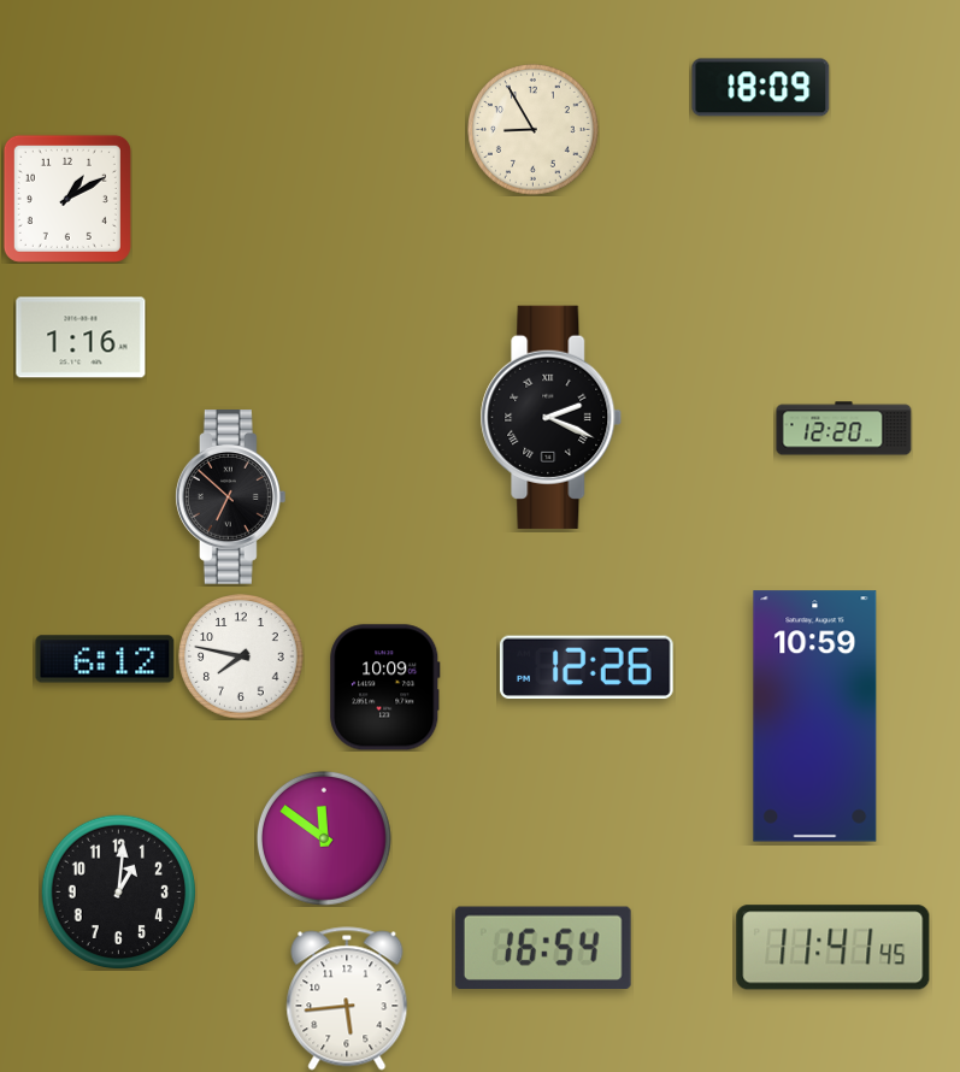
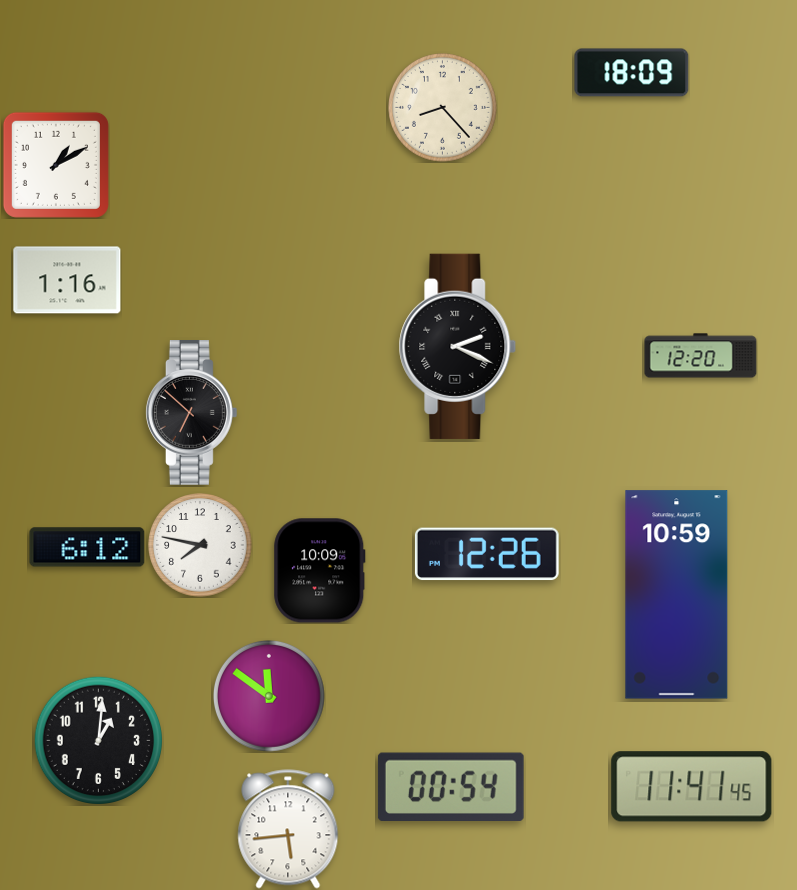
clock at (534, 130): 8:55 -> 8:23
clock at (543, 947): 16:54 -> 00:54
